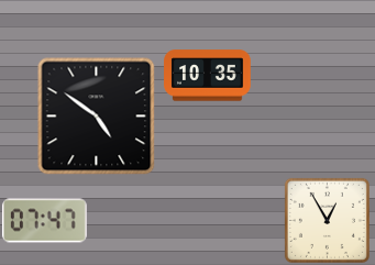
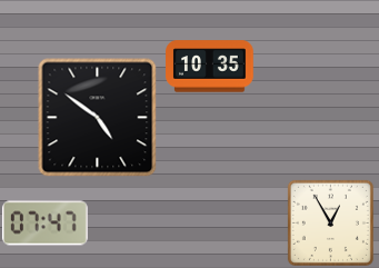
clock at (208, 76) position: (208, 76) -> (210, 67)
